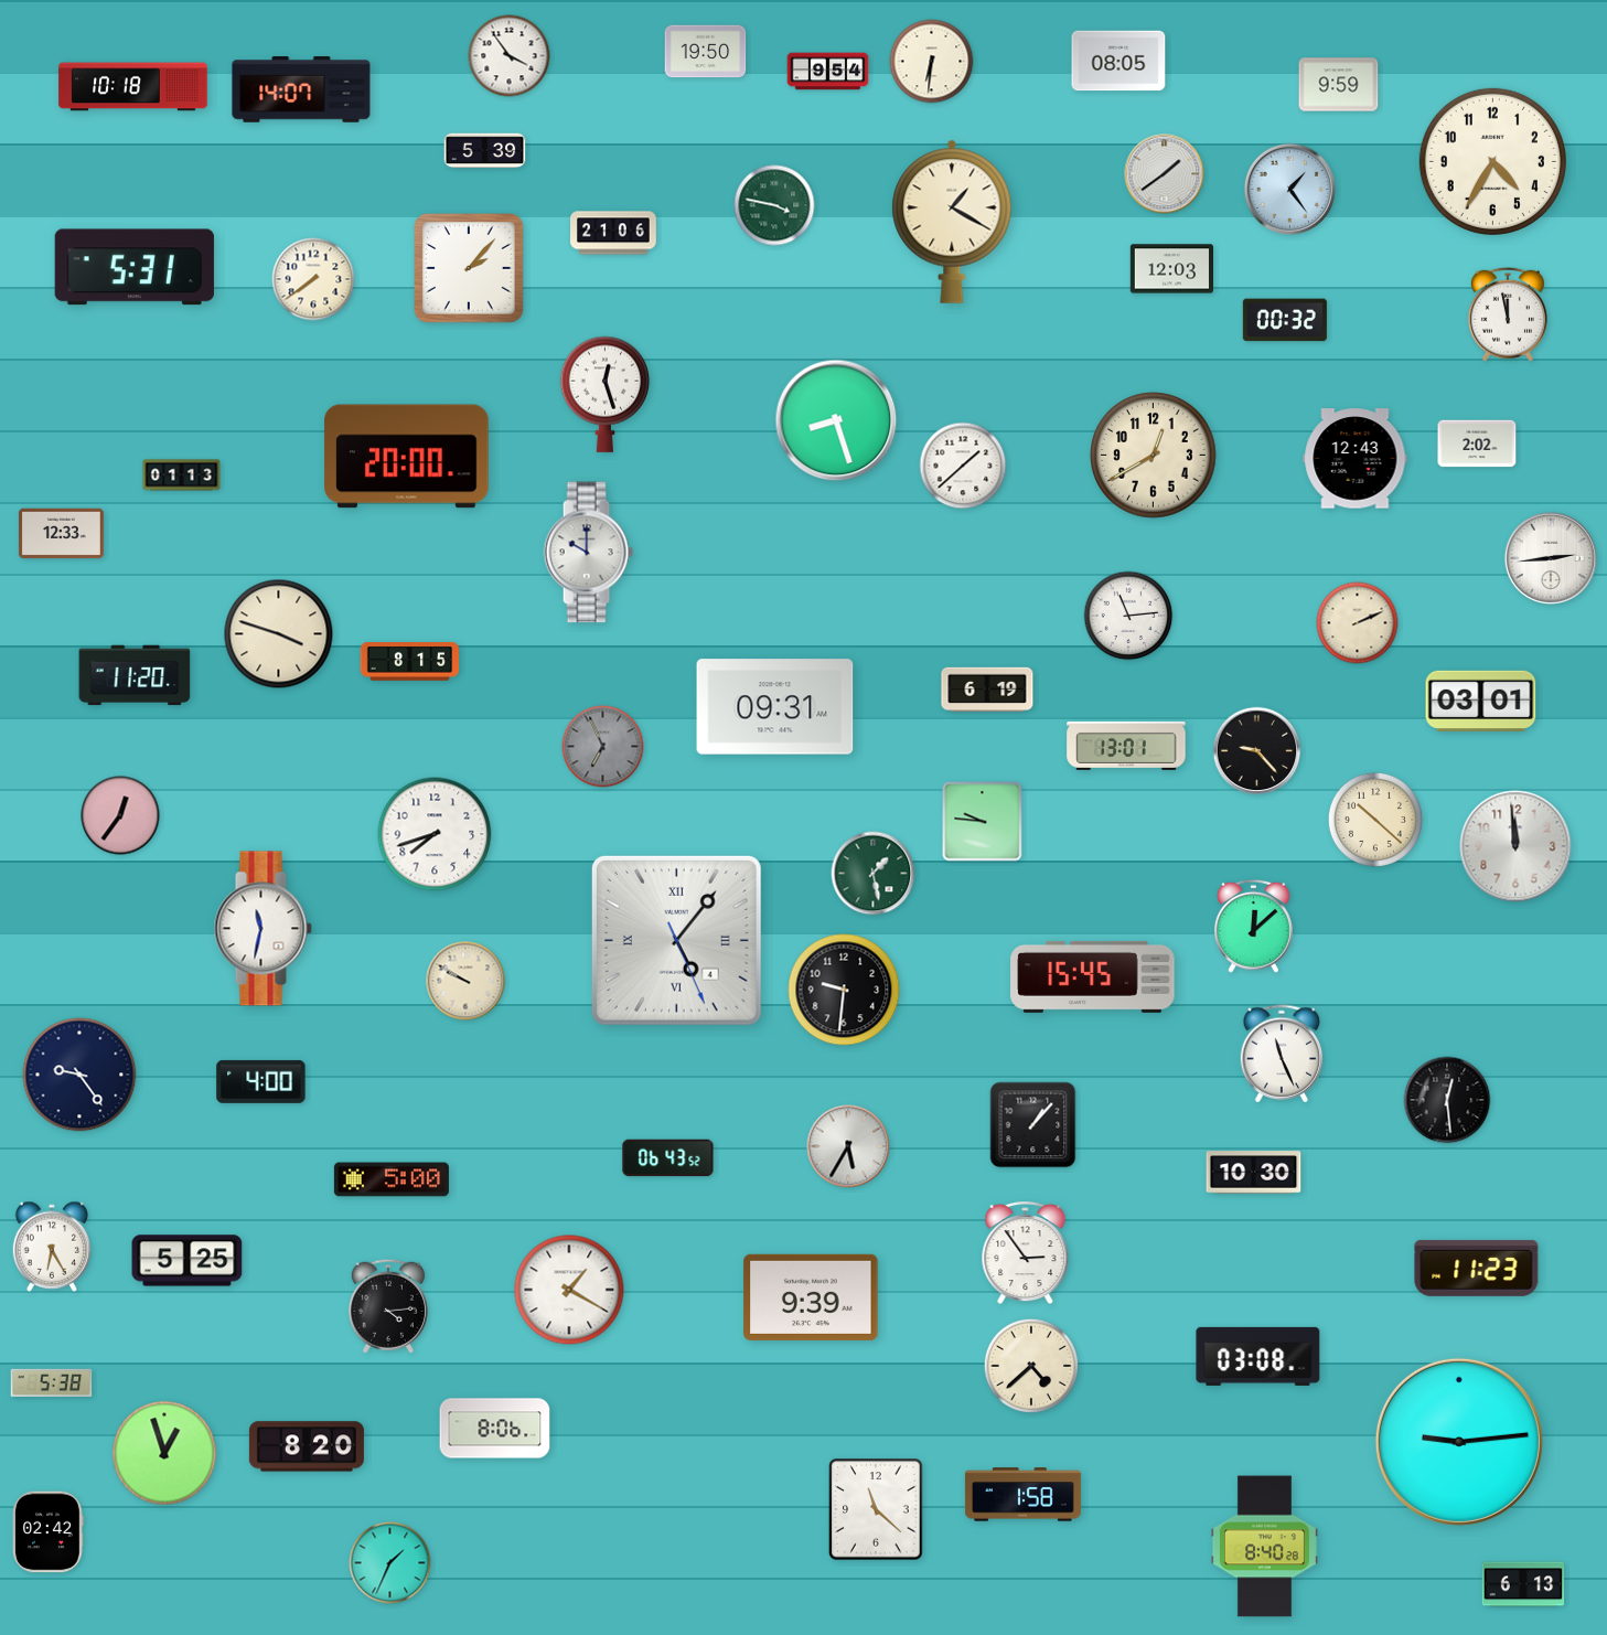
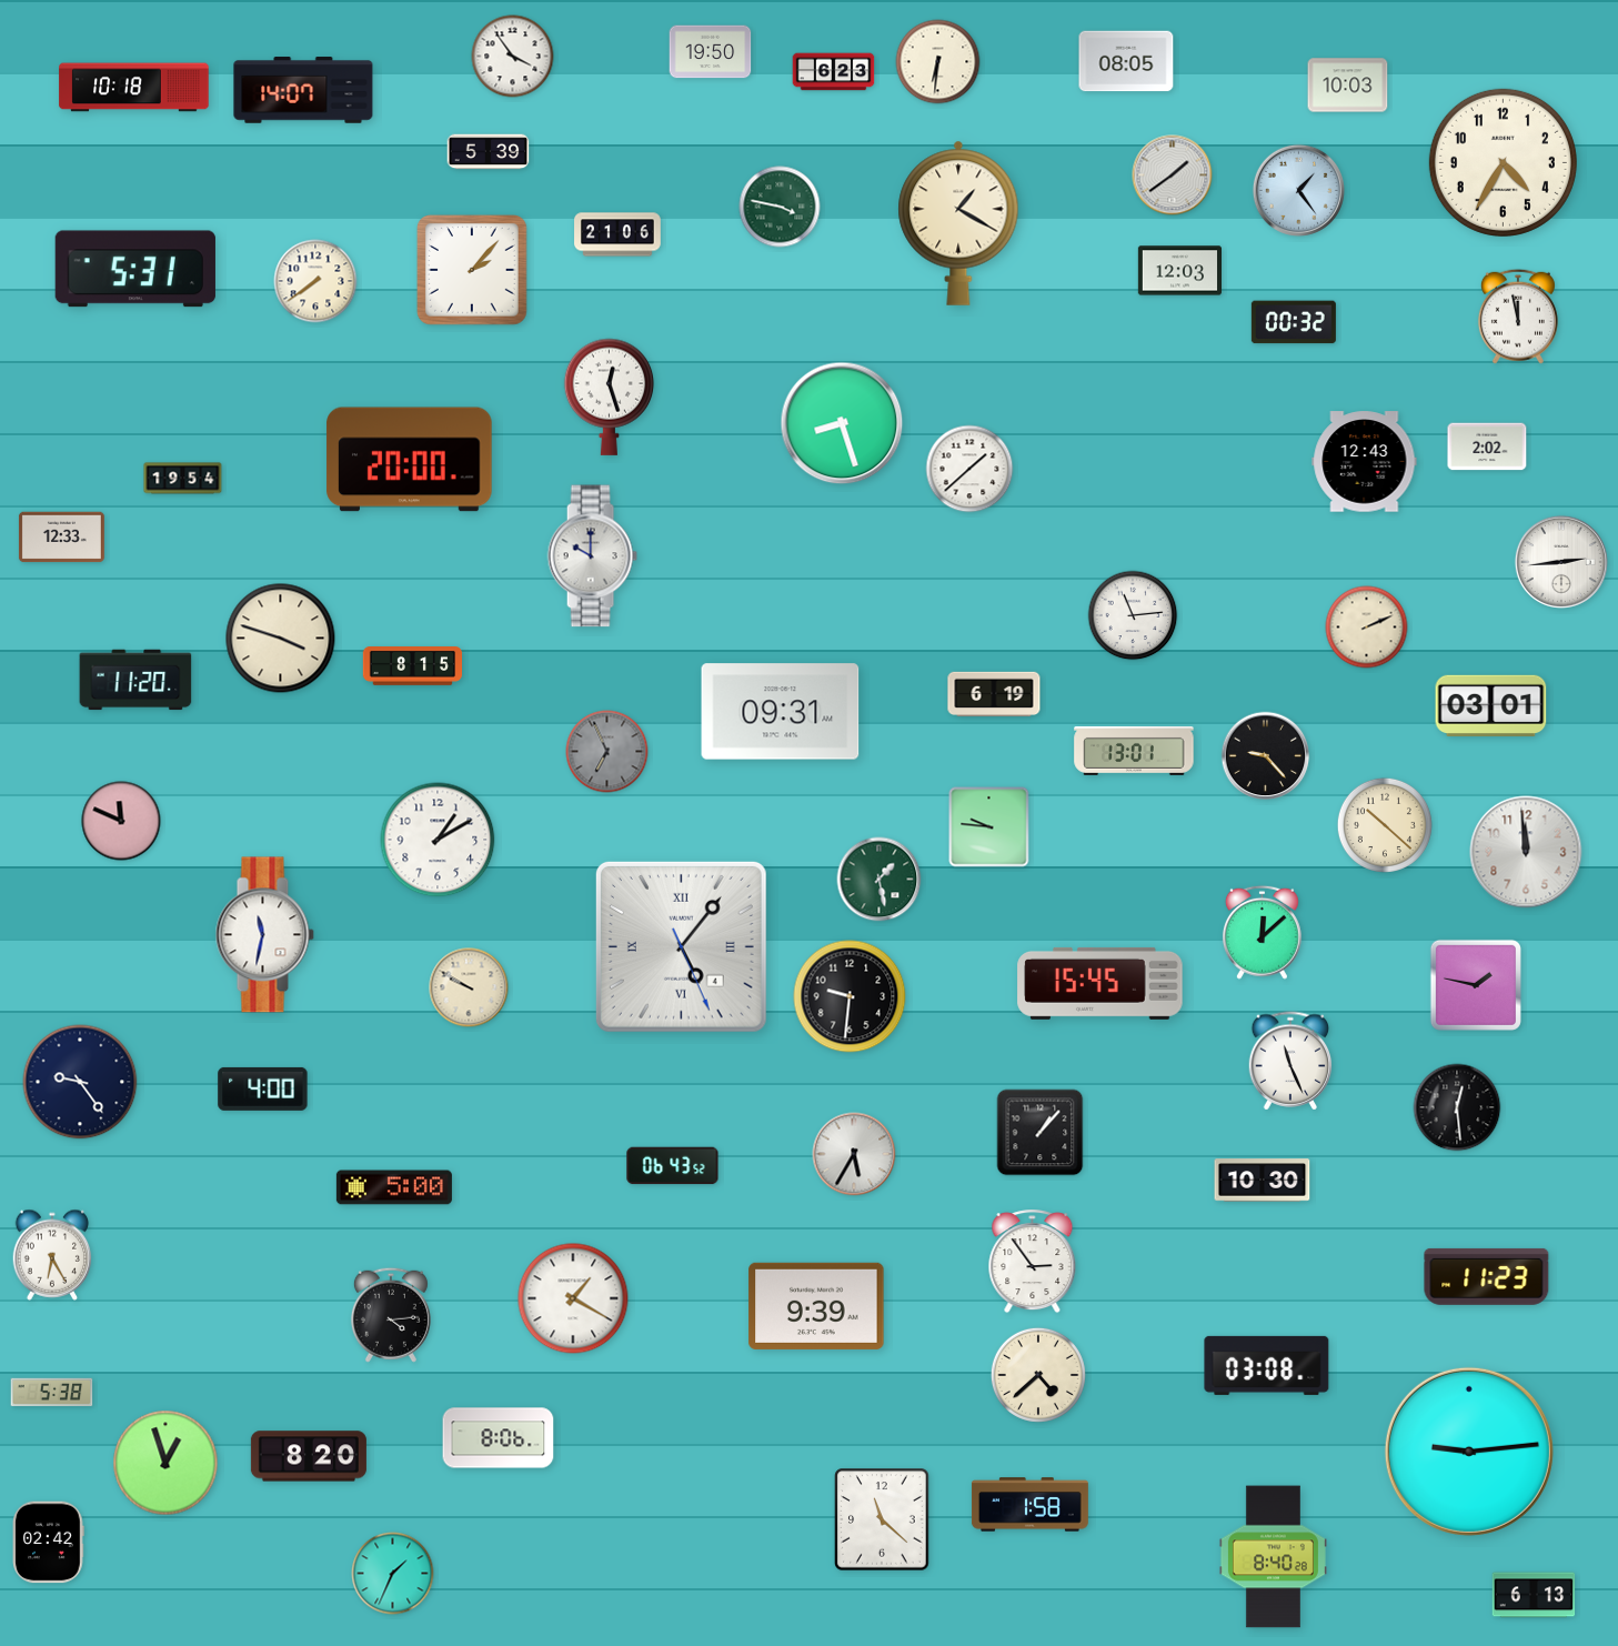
clock at (828, 72): 9:54 -> 6:23
clock at (1339, 85): 9:59 -> 10:03
clock at (1154, 456): 12:40 -> none
clock at (182, 475): 01:13 -> 19:54
clock at (1128, 616) position: (1128, 616) -> (1133, 615)
clock at (120, 815): 12:36 -> 11:49
clock at (435, 834): 7:42 -> 1:10
clock at (1476, 985): none -> 1:47
clock at (188, 1261): 5:25 -> none
